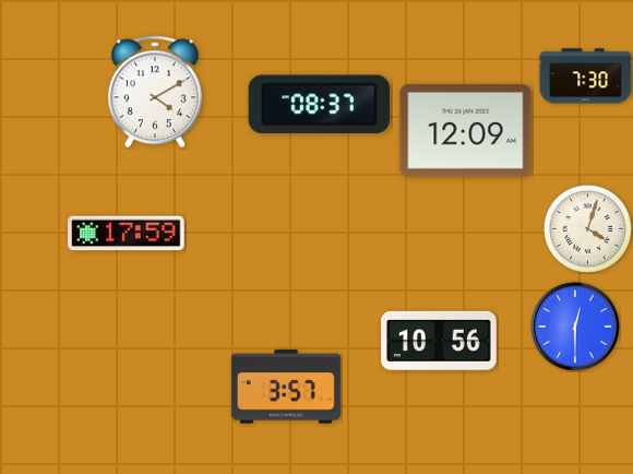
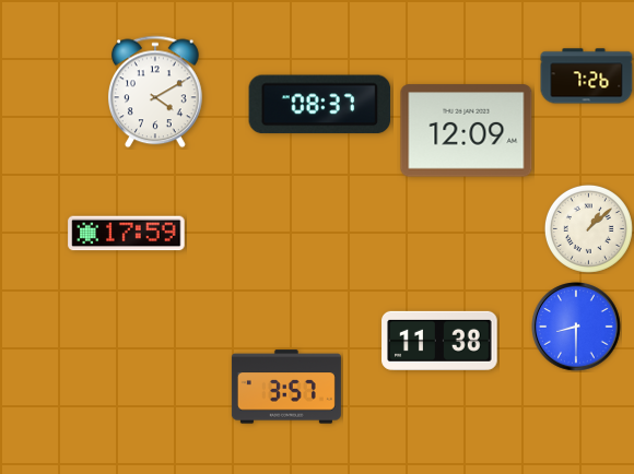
clock at (586, 76): 7:30 -> 7:26
clock at (587, 228): 4:03 -> 1:08
clock at (575, 327): 12:30 -> 8:30
clock at (439, 341): 10:56 -> 11:38
